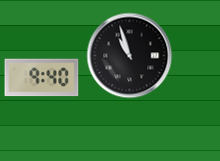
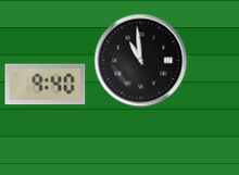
clock at (130, 56): 10:57 -> 10:59
